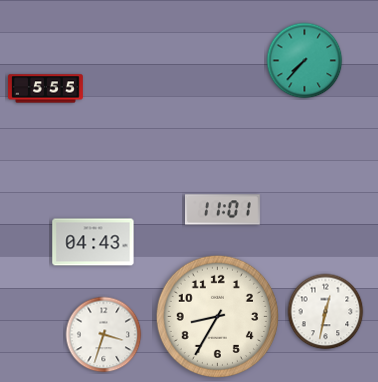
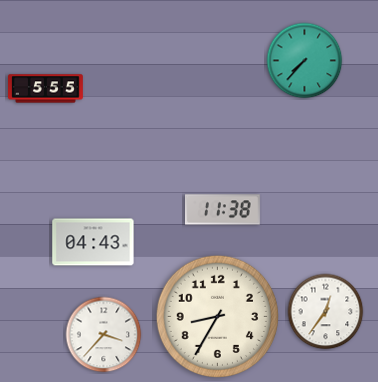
clock at (223, 210): 11:01 -> 11:38
clock at (326, 312): 12:32 -> 12:36
clock at (104, 335): 3:33 -> 3:37
